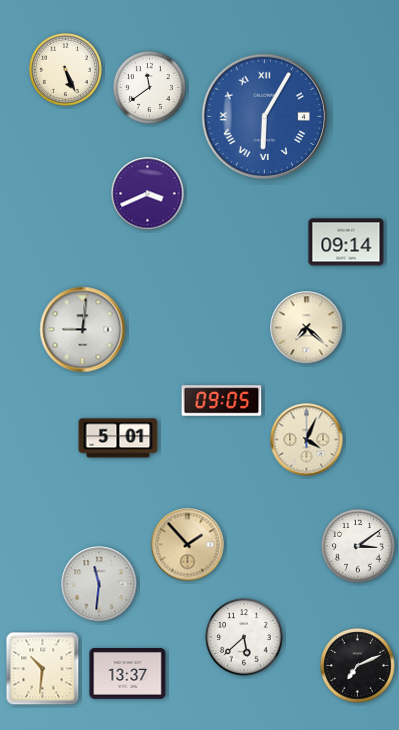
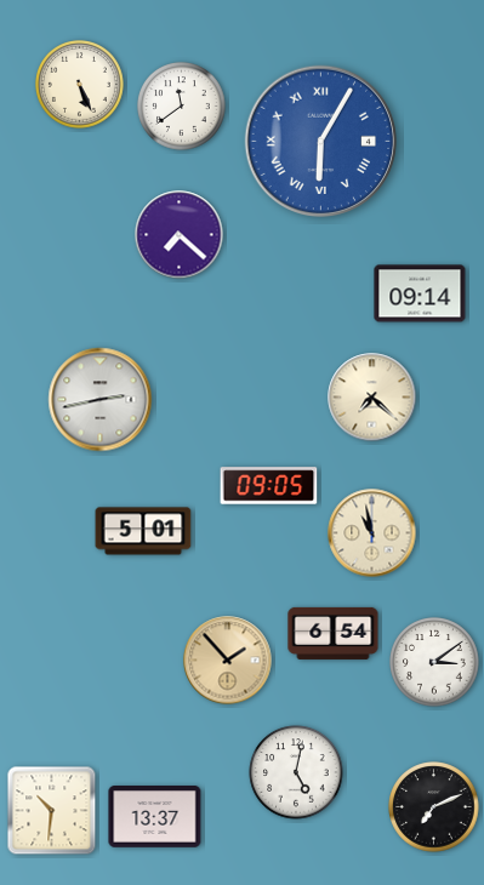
clock at (148, 194): 3:41 -> 7:22
clock at (83, 330): 9:01 -> 2:43
clock at (307, 440): 4:04 -> 10:58
clock at (334, 633): none -> 6:54
clock at (99, 584): 11:31 -> none
clock at (244, 637): 5:38 -> 5:02
